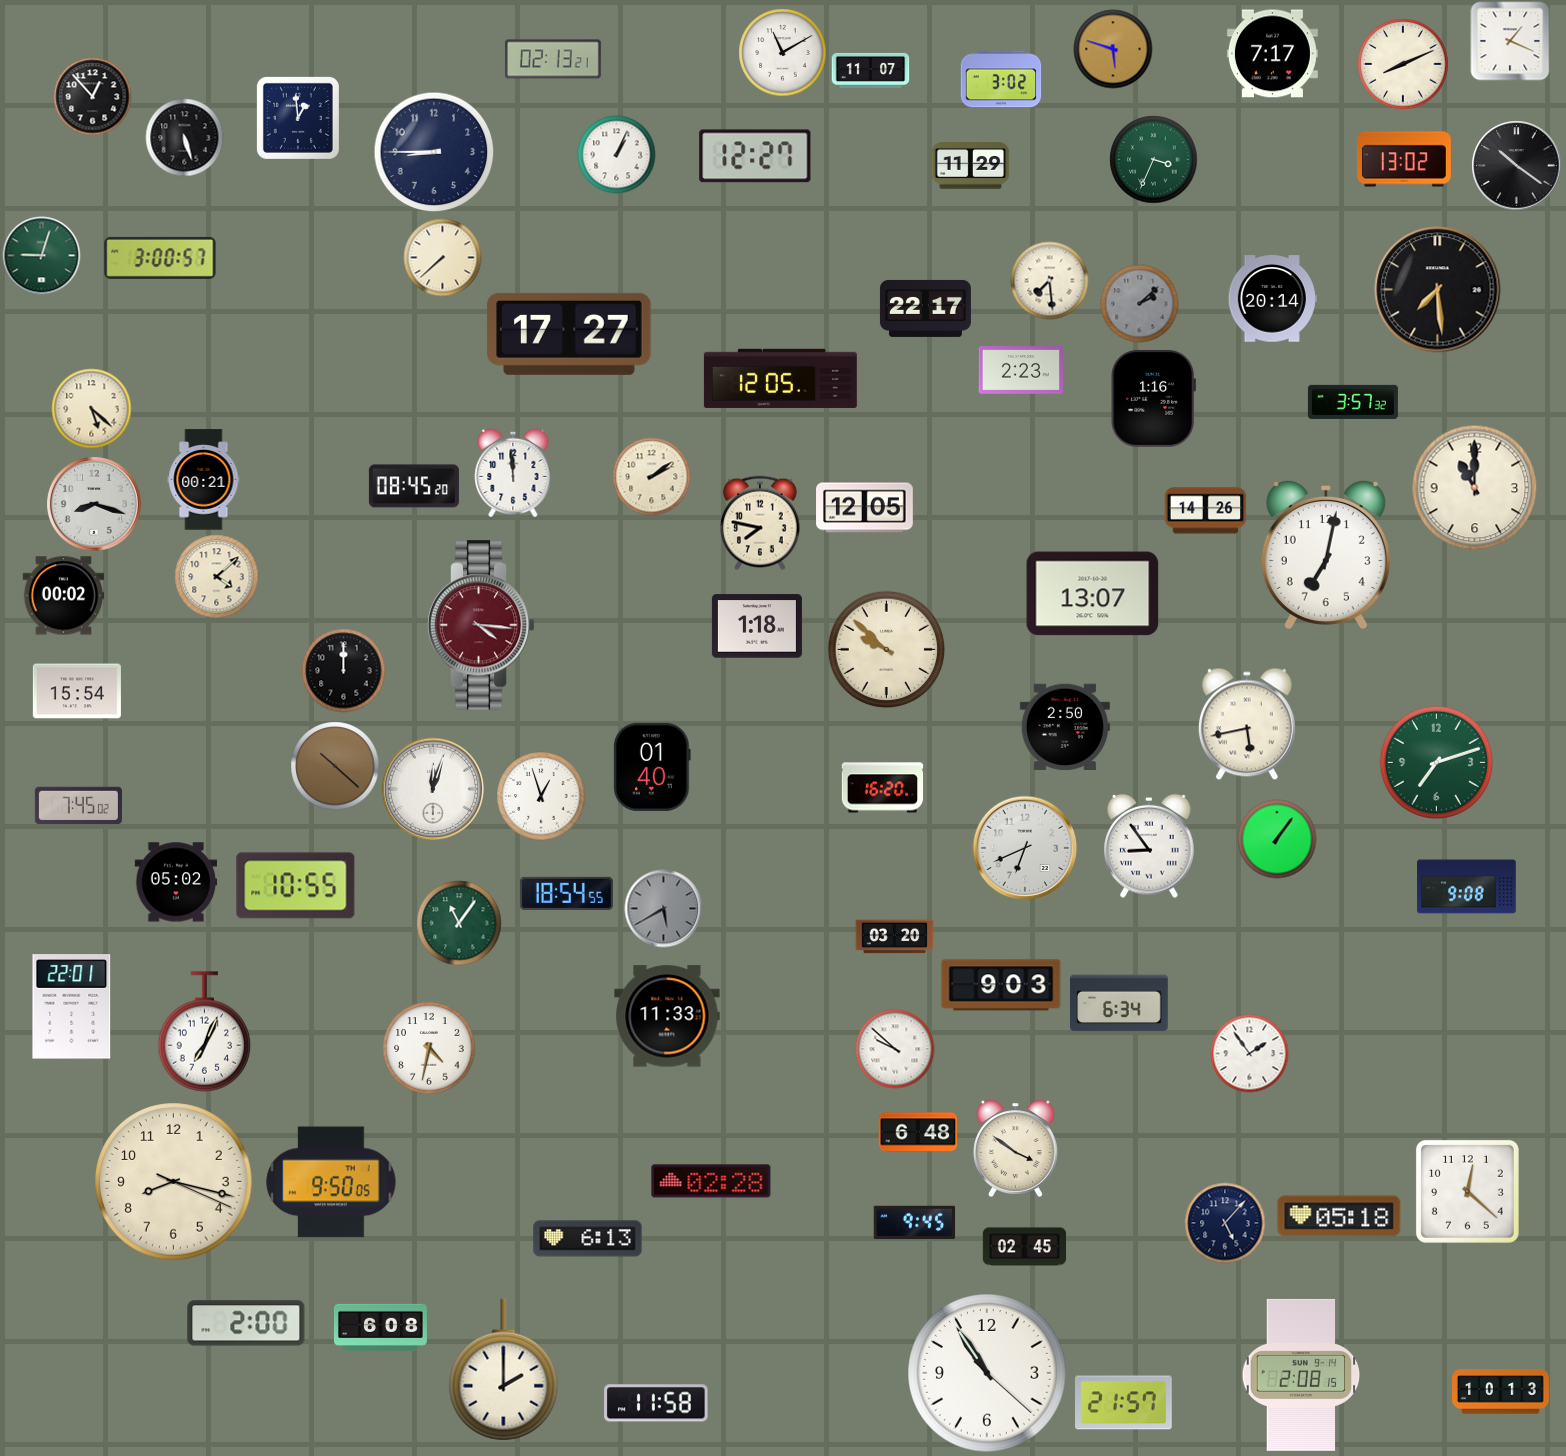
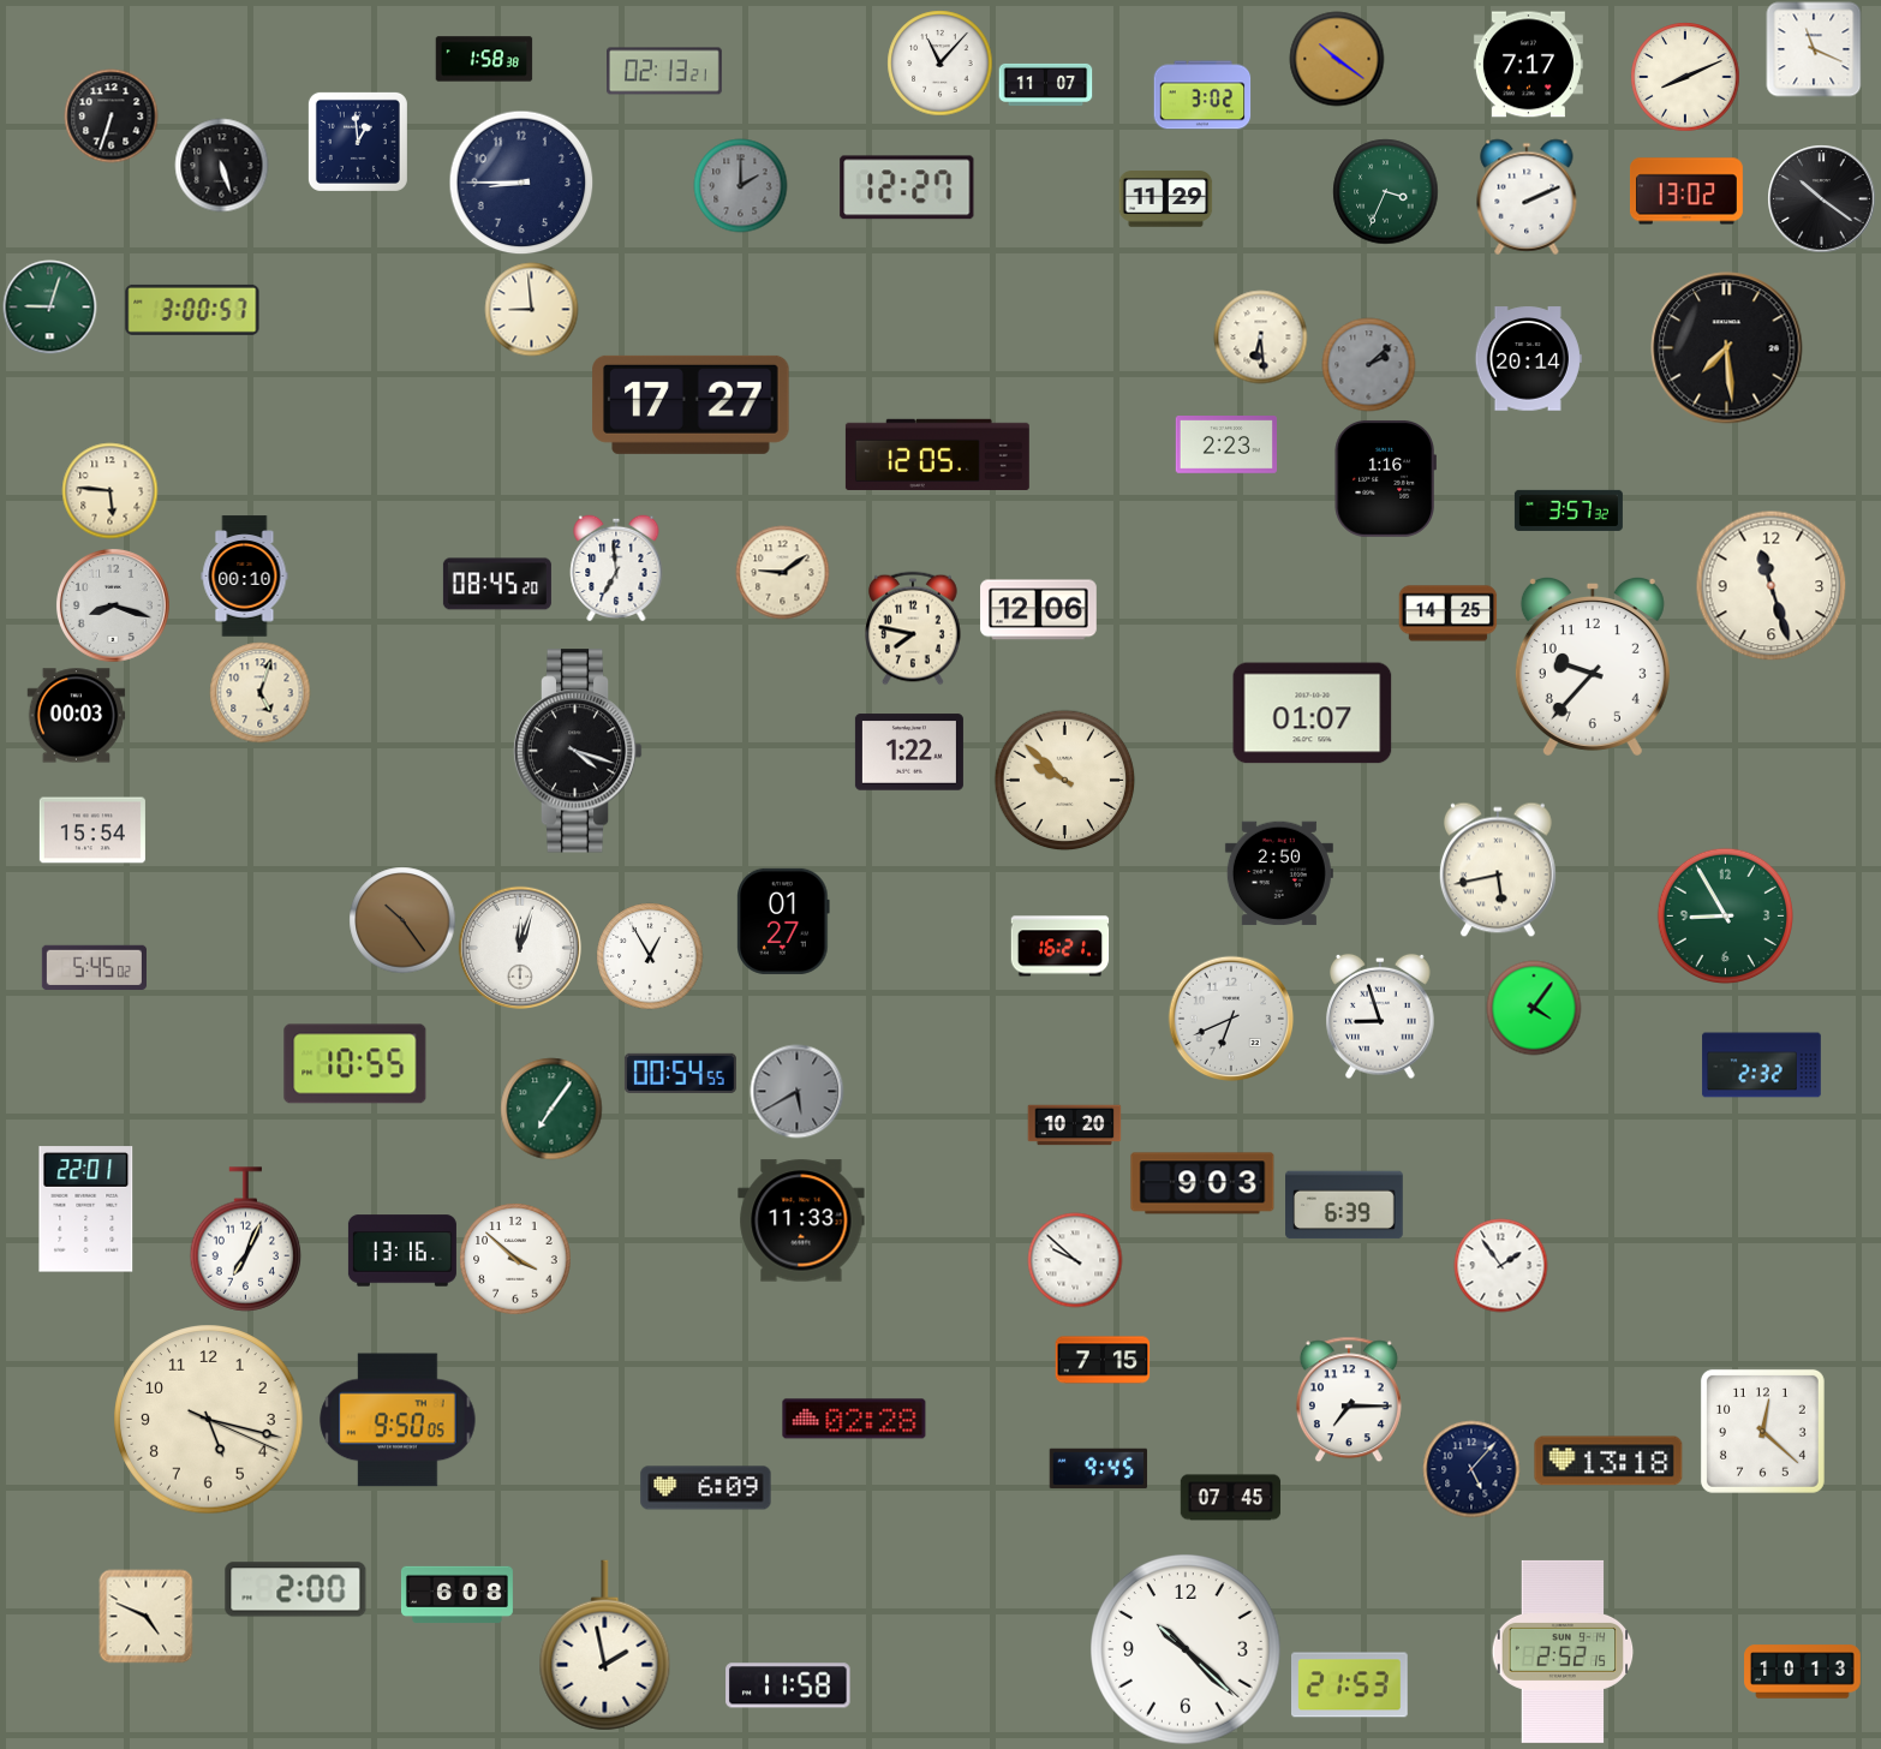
clock at (1510, 41): 1:19 -> 11:19
clock at (484, 59): none -> 1:58
clock at (1113, 49): 5:48 -> 10:21
clock at (782, 52): 11:10 -> 11:07
clock at (92, 96): 12:53 -> 6:33
clock at (616, 154): 1:04 -> 2:00
clock at (616, 154) dial: white -> grey
clock at (1527, 197): none -> 2:11
clock at (442, 257): 7:38 -> 8:59
clock at (1049, 280): 7:29 -> 6:29
clock at (925, 308): 22:17 -> none
clock at (569, 334) position: (569, 334) -> (691, 405)
clock at (1353, 402) position: (1353, 402) -> (1569, 511)
clock at (91, 408): 5:22 -> 5:46
clock at (513, 473): 11:59 -> 6:59
clock at (651, 476): 2:09 -> 9:09
clock at (204, 480): 00:21 -> 00:10
clock at (1474, 487): 11:00 -> 11:27
clock at (865, 508): 12:05 -> 12:06
clock at (1205, 511): 14:26 -> 14:25
clock at (1326, 554): 7:02 -> 9:37
clock at (216, 576): 4:08 -> 5:03
clock at (1093, 594): 13:07 -> 01:07
clock at (63, 596): 00:02 -> 00:03
clock at (481, 625): 4:16 -> 4:18
clock at (481, 625) dial: burgundy -> black
clock at (757, 626): 1:18 -> 1:22
clock at (343, 670): 12:00 -> none
clock at (1436, 762): 7:12 -> 8:55
clock at (335, 766): 10:22 -> 10:24
clock at (653, 767): 01:40 -> 01:27
clock at (882, 788): 16:20 -> 16:21
clock at (541, 796): 12:57 -> 12:55
clock at (78, 806): 7:45 -> 5:45
clock at (1277, 839): 1:06 -> 4:06
clock at (1150, 846): 8:54 -> 8:57
clock at (176, 882): 05:02 -> none
clock at (1467, 887): 9:08 -> 2:32
clock at (566, 893): 18:54 -> 00:54
clock at (459, 923): 11:06 -> 7:06
clock at (894, 937): 03:20 -> 10:20
clock at (1119, 1003): 6:34 -> 6:39
clock at (402, 1250): none -> 13:16
clock at (429, 1048): 4:32 -> 3:52
clock at (918, 1132): 6:48 -> 7:15
clock at (1015, 1148): 3:51 -> none
clock at (1349, 1399): none -> 7:15
clock at (174, 1182): 8:17 -> 5:17
clock at (1339, 1216): 05:18 -> 13:18
clock at (588, 1239): 6:13 -> 6:09
clock at (1024, 1247): 02:45 -> 07:45
clock at (145, 1616): none -> 4:49
clock at (504, 1370): 2:00 -> 1:58
clock at (987, 1373): 10:54 -> 10:22
clock at (1301, 1375): 2:08 -> 2:52
clock at (1124, 1403): 21:57 -> 21:53
